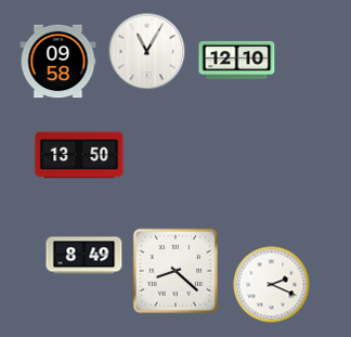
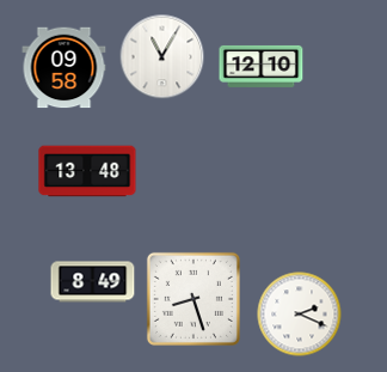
clock at (79, 155): 13:50 -> 13:48
clock at (175, 271): 8:22 -> 8:27
